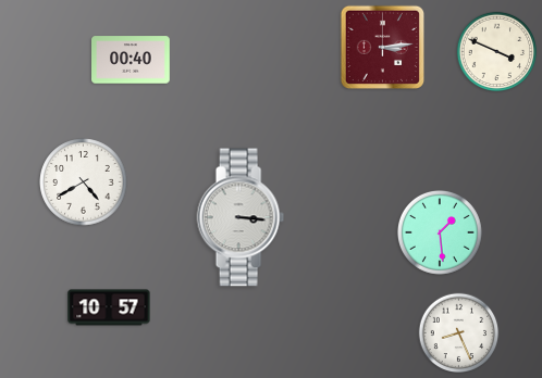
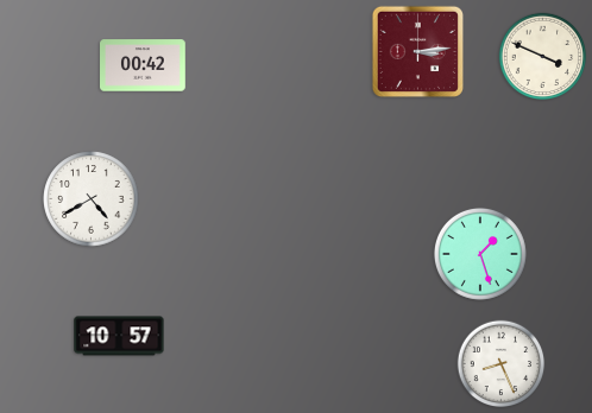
clock at (131, 60): 00:40 -> 00:42
clock at (241, 217): 3:16 -> none
clock at (440, 232): 1:29 -> 1:27
